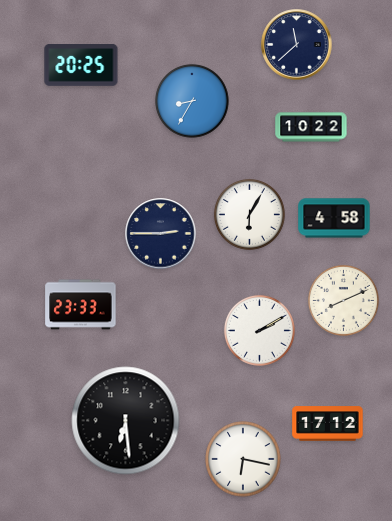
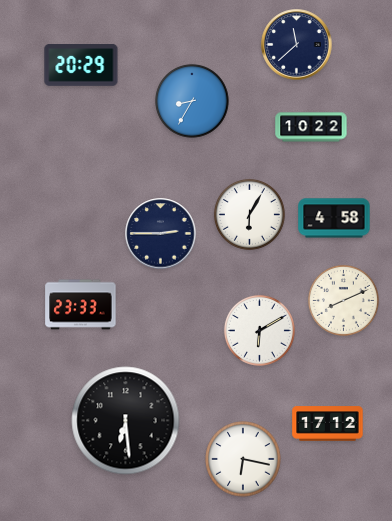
clock at (81, 66): 20:25 -> 20:29
clock at (259, 330): 2:10 -> 6:10
